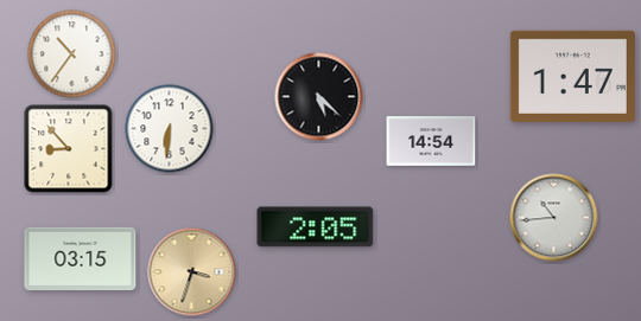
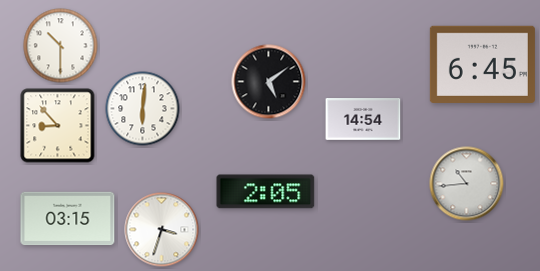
clock at (72, 54): 10:36 -> 10:30
clock at (572, 76): 1:47 -> 6:45
clock at (319, 97): 5:22 -> 5:09
clock at (170, 129): 6:31 -> 6:01
clock at (192, 272) dial: champagne -> white
